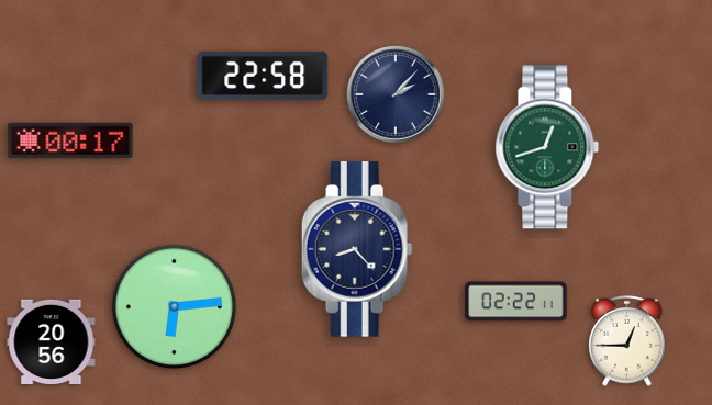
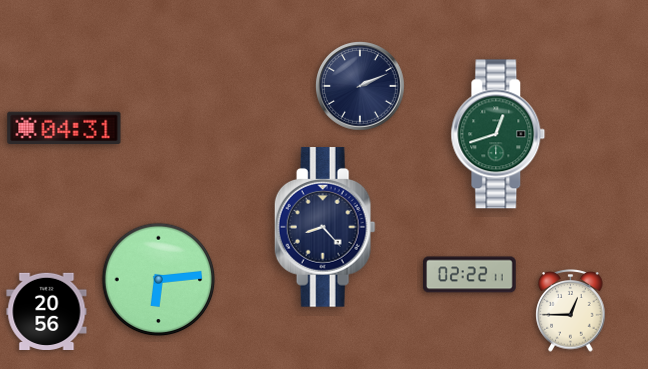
clock at (263, 76): 22:58 -> none
clock at (397, 95): 2:07 -> 2:11
clock at (70, 140): 00:17 -> 04:31
